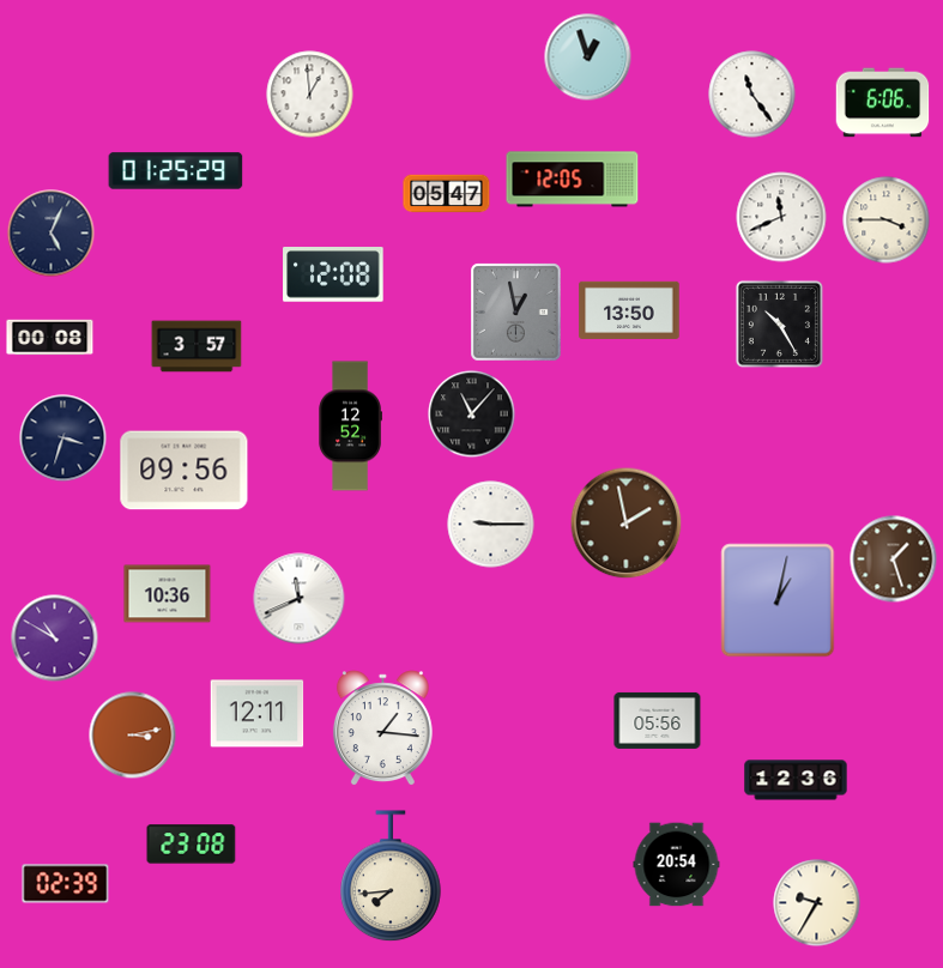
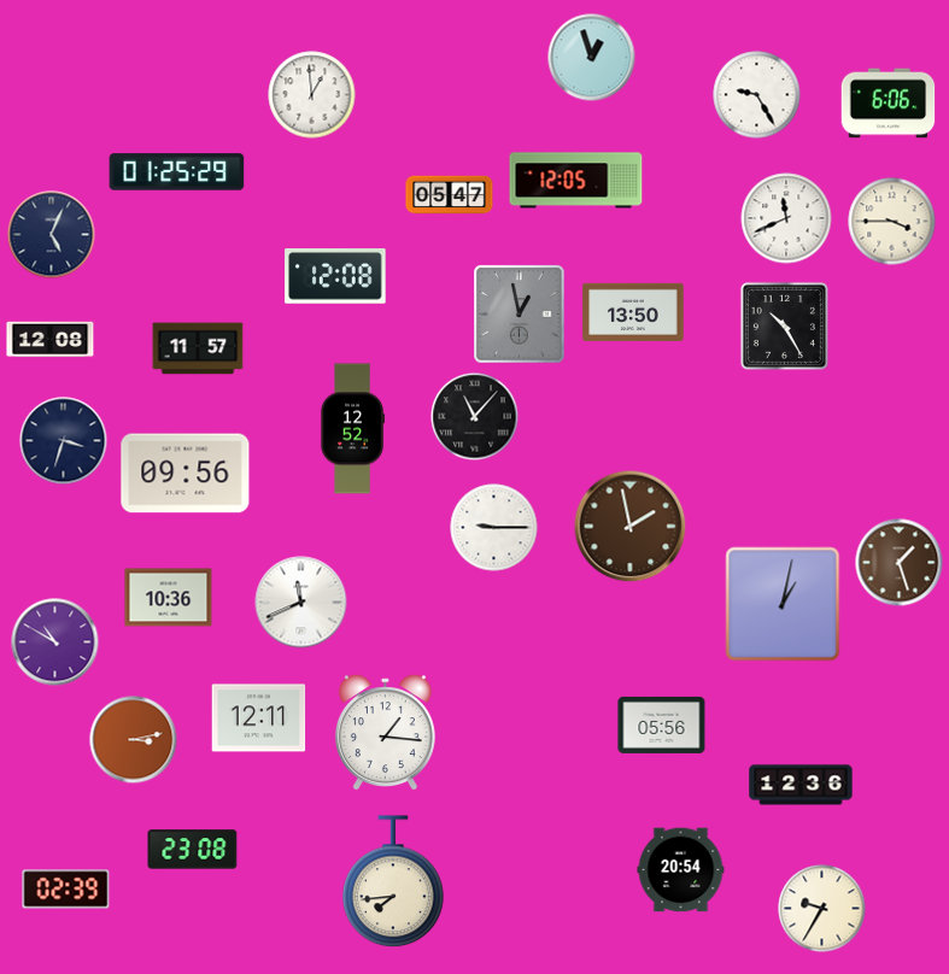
clock at (752, 95): 11:24 -> 9:25
clock at (50, 338): 00:08 -> 12:08
clock at (197, 346): 3:57 -> 11:57
